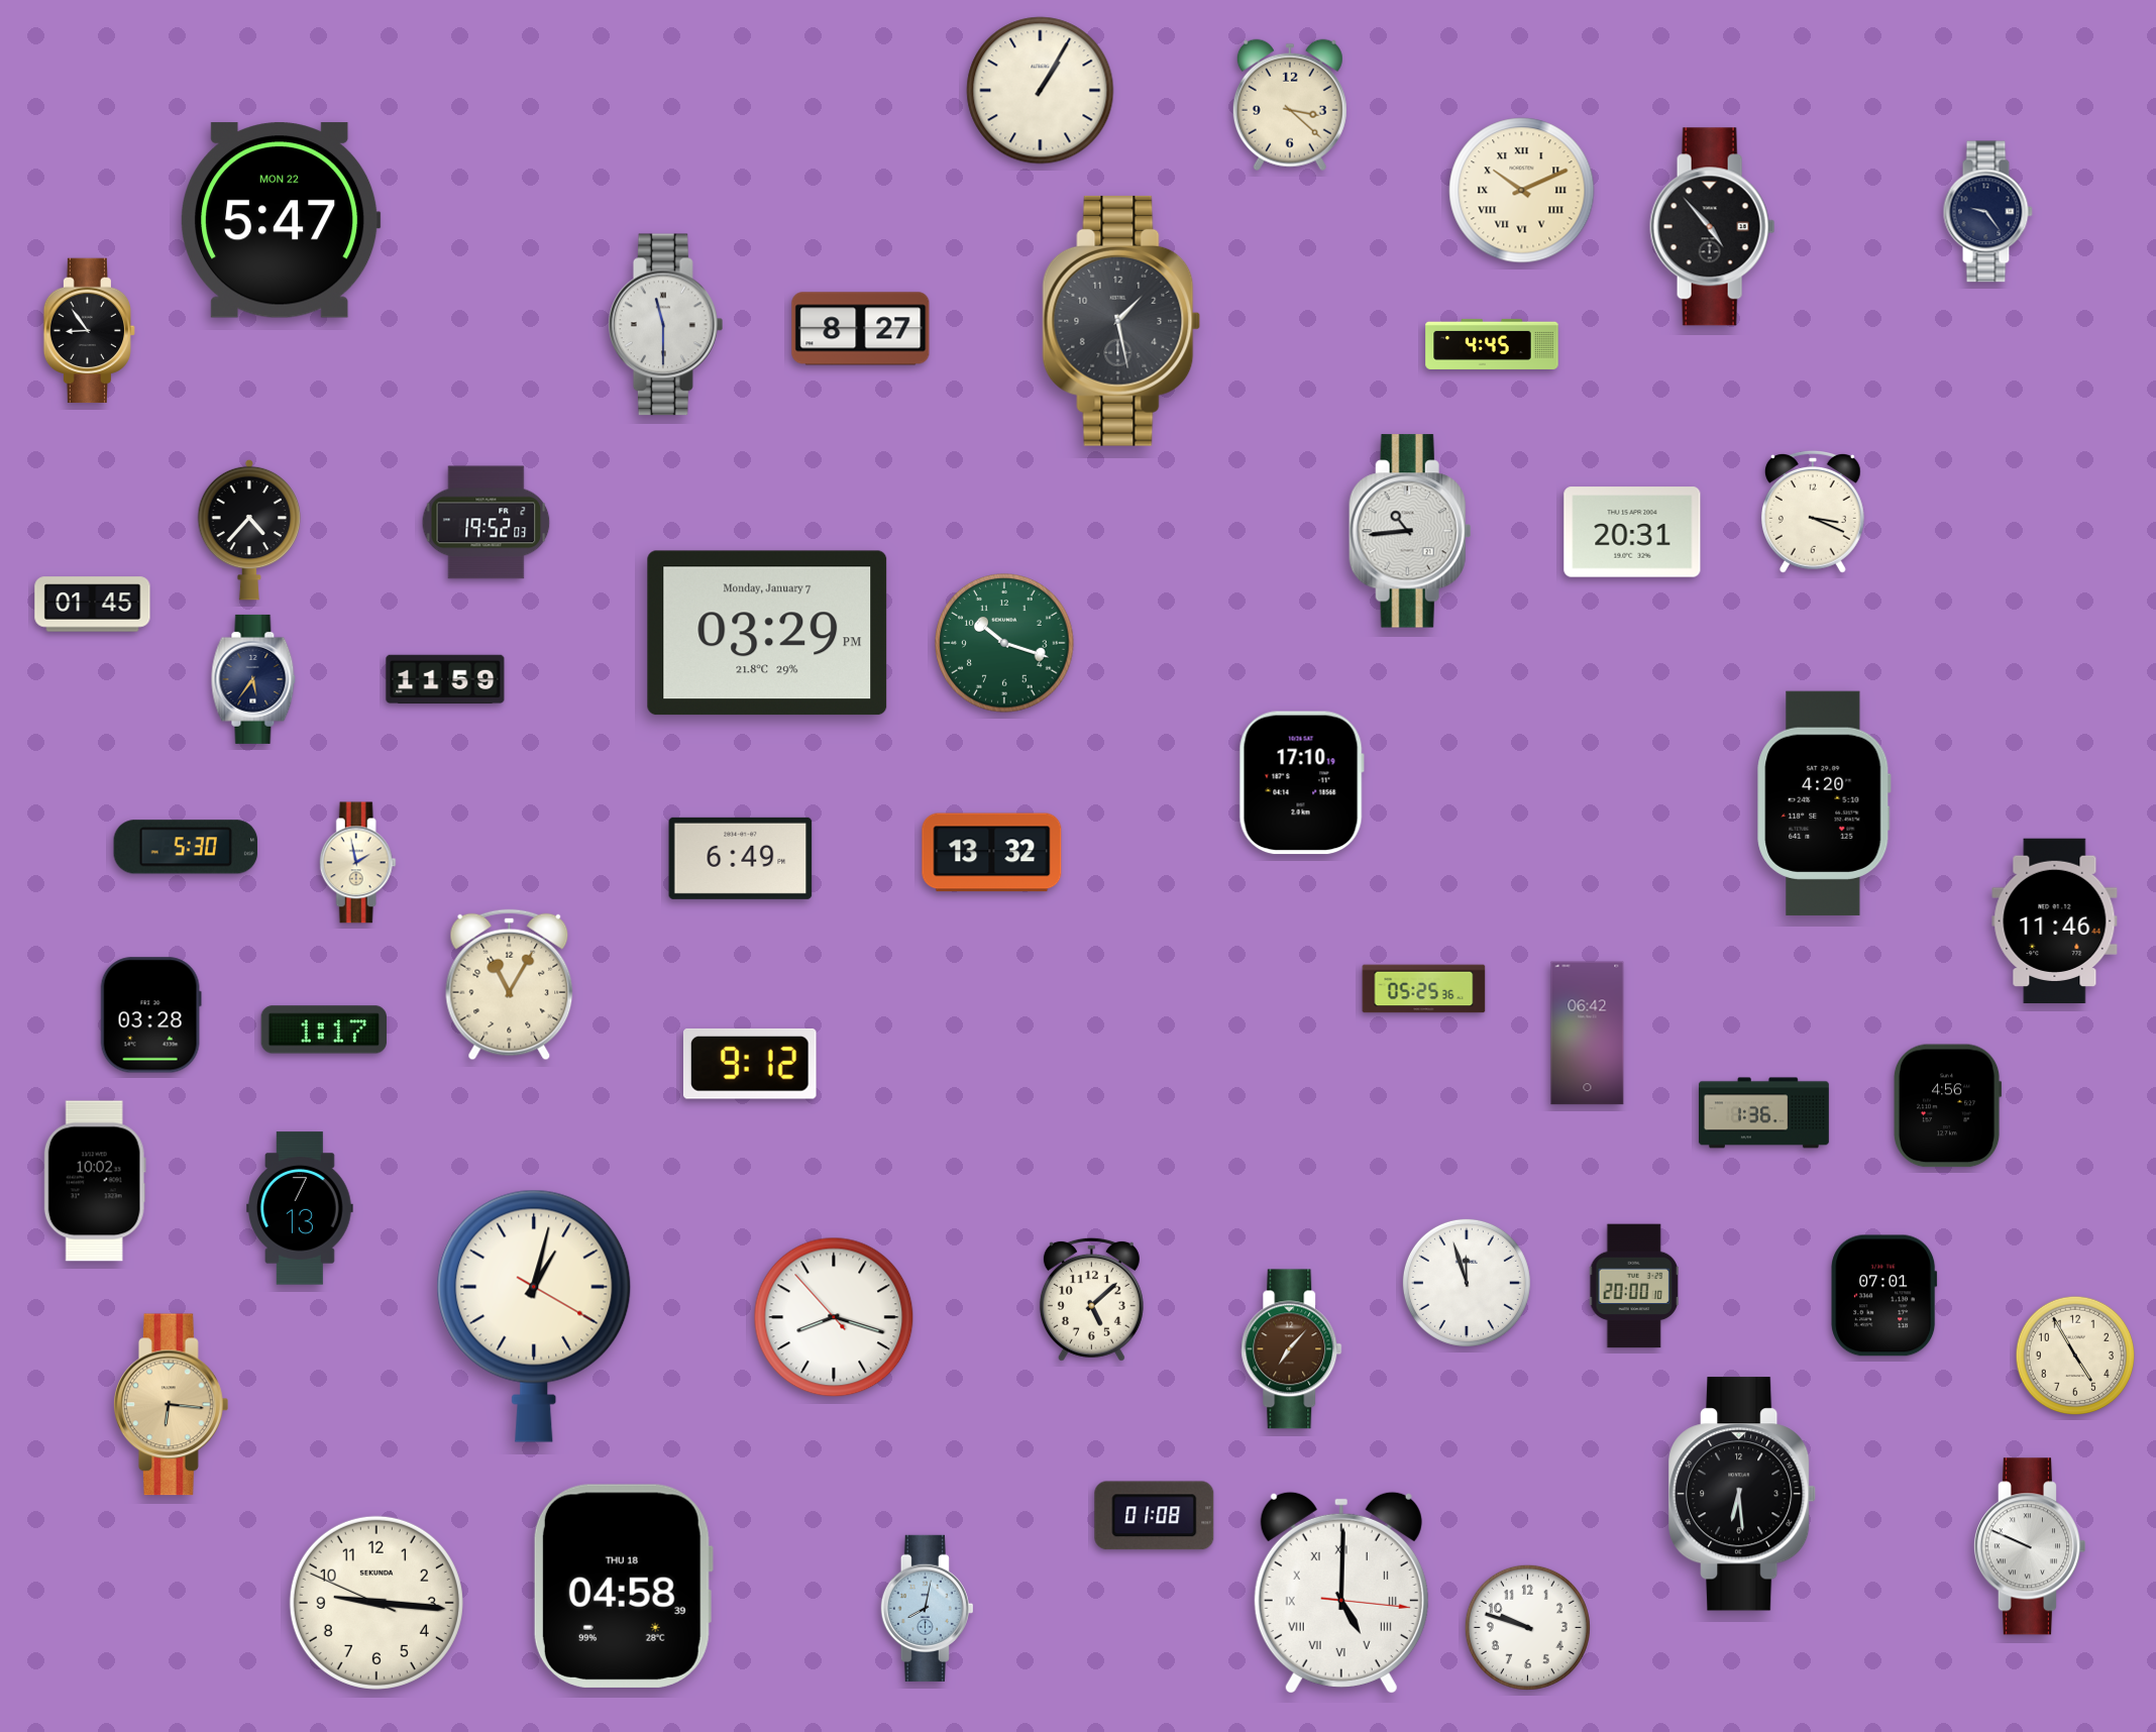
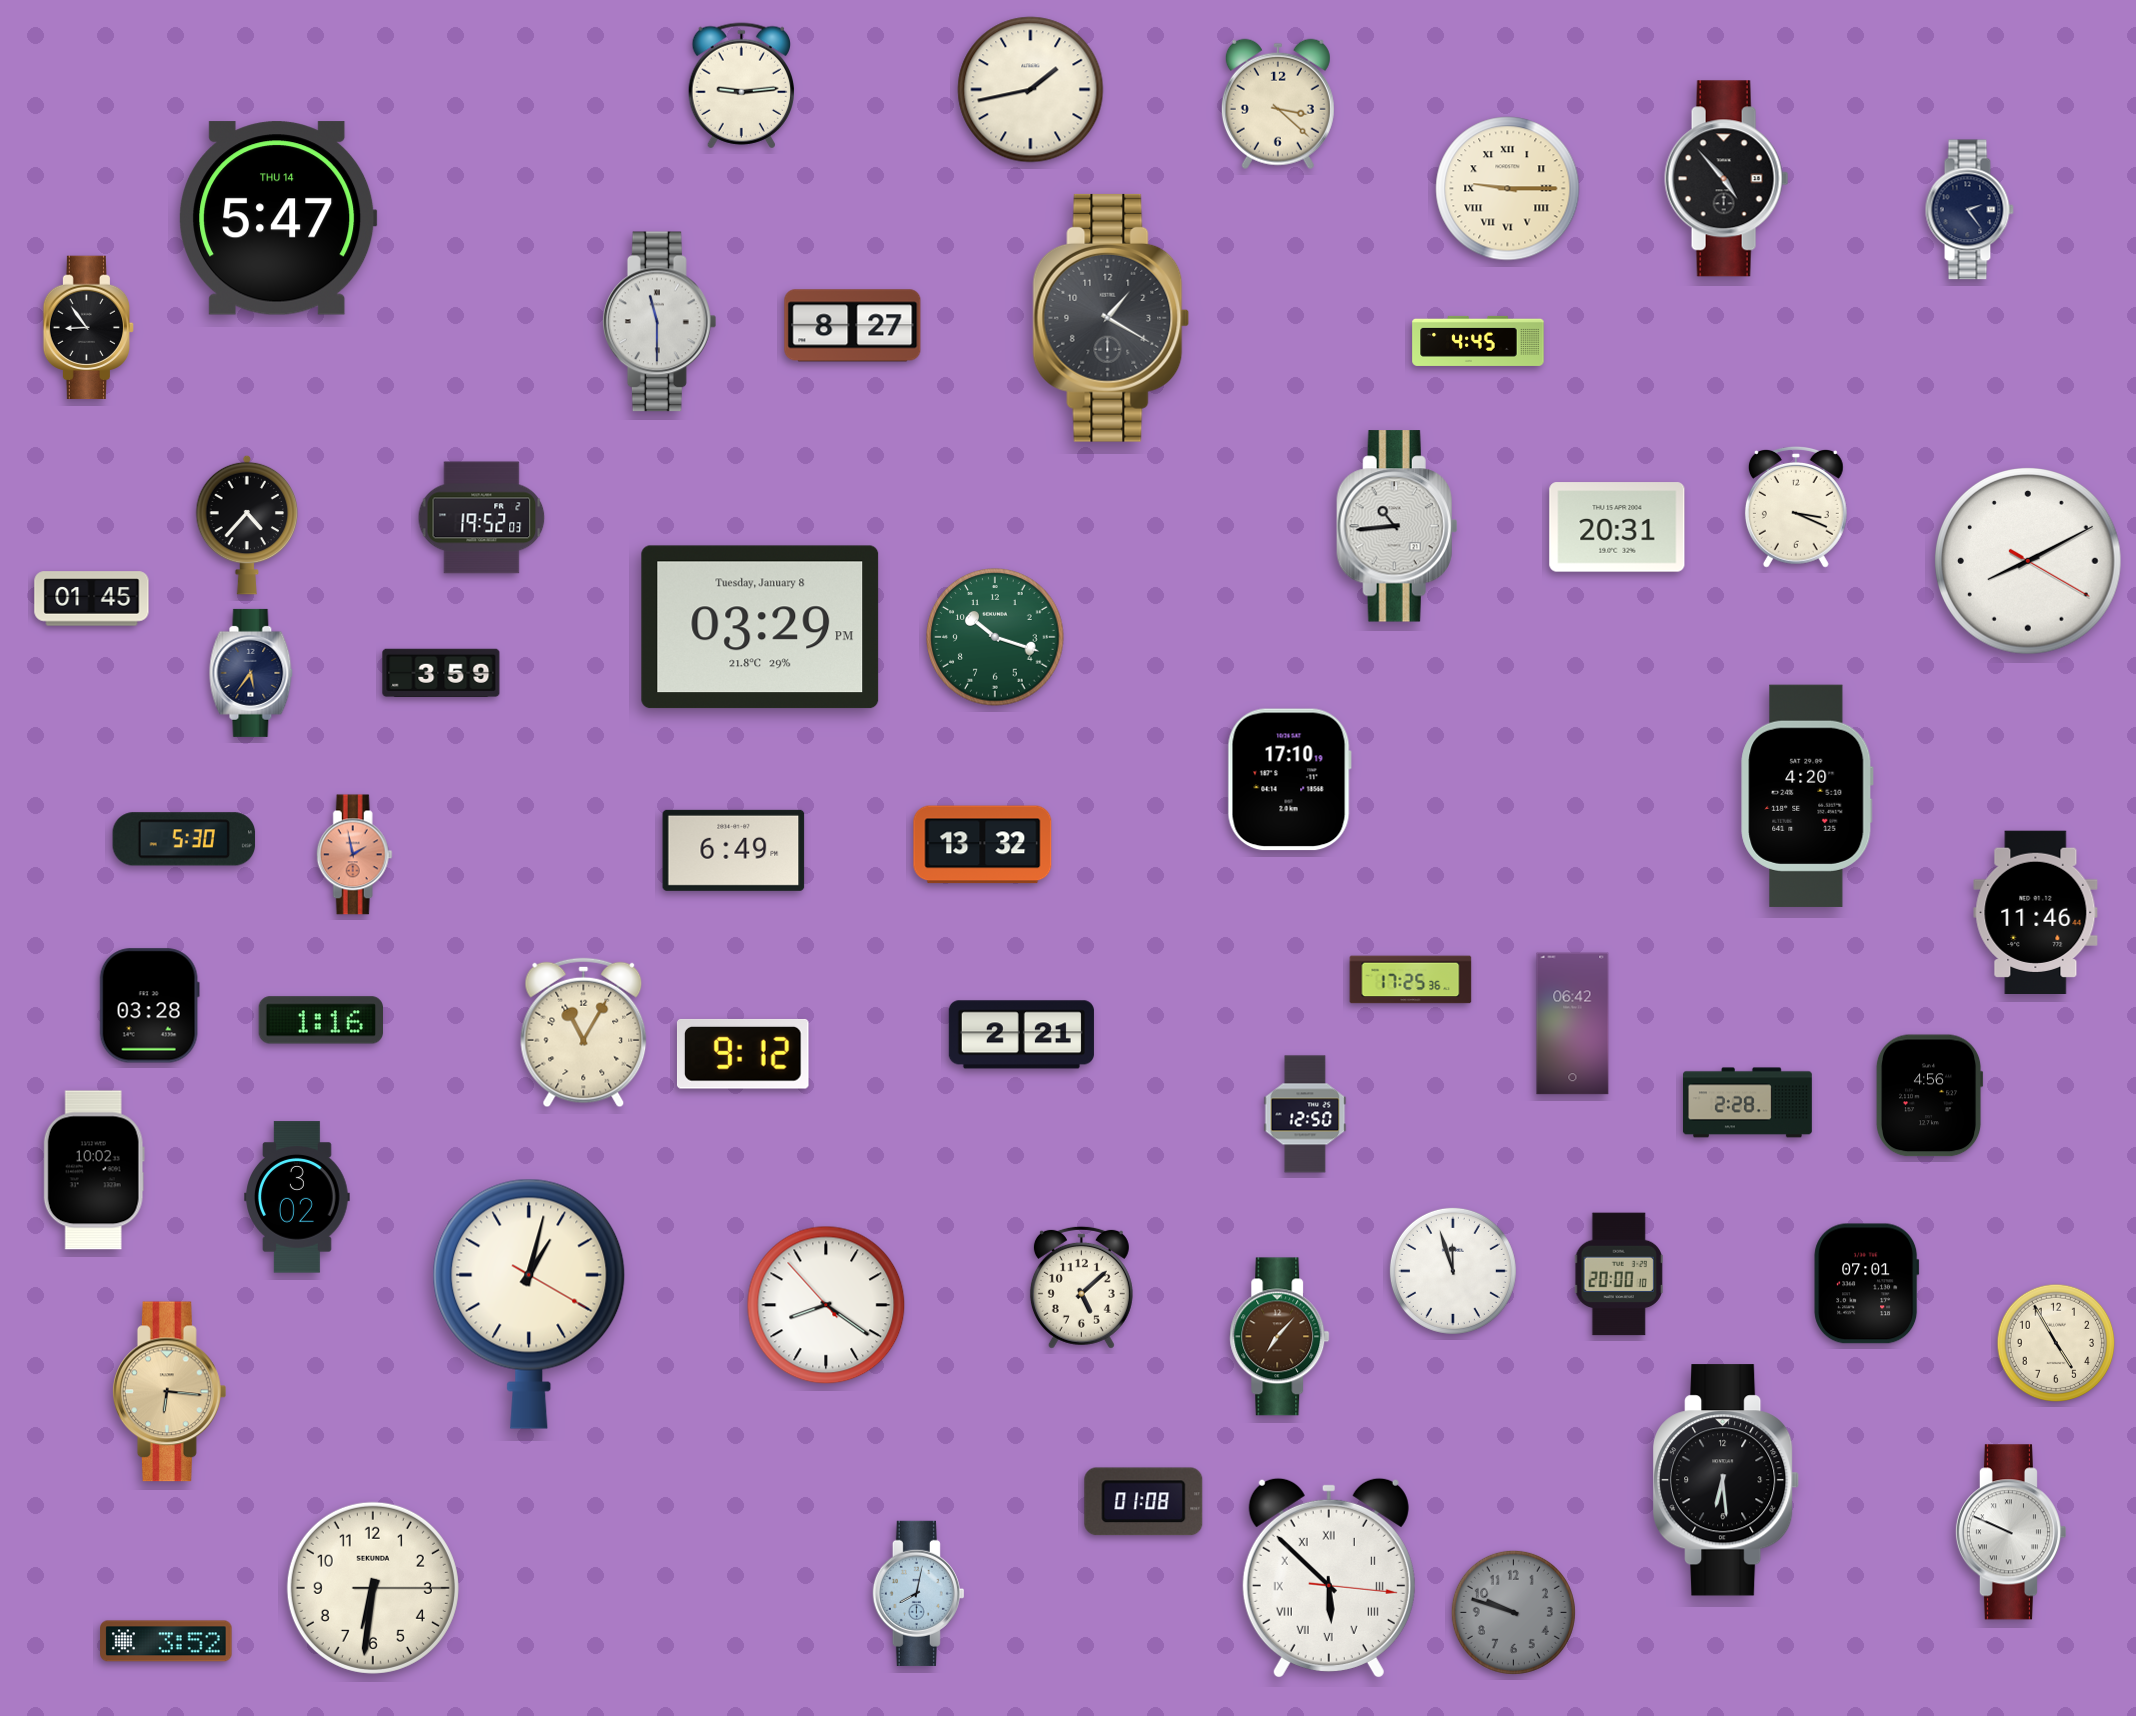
clock at (741, 86): none -> 9:14
clock at (1041, 91): 1:05 -> 1:43
clock at (1522, 191): 10:11 -> 9:15
clock at (1987, 212): 9:24 -> 2:24
clock at (282, 220) date: MON 22 -> THU 14
clock at (1713, 227) position: (1713, 227) -> (1727, 179)
clock at (1121, 321): 1:28 -> 1:20
clock at (2029, 562): none -> 8:10
clock at (767, 633) date: Monday, January 7 -> Tuesday, January 8
clock at (445, 678): 11:59 -> 3:59
clock at (1301, 783) position: (1301, 783) -> (1289, 780)
clock at (357, 863) dial: cream -> salmon
clock at (510, 985) position: (510, 985) -> (584, 1033)
clock at (1424, 989): 05:25 -> 17:25
clock at (323, 1030): 1:17 -> 1:16
clock at (1021, 1035): none -> 2:21
clock at (1763, 1113): 1:36 -> 2:28
clock at (1305, 1114): none -> 12:50
clock at (300, 1208): 7:13 -> 3:02
clock at (834, 1317): 8:17 -> 8:20
clock at (623, 1586): 04:58 -> none
clock at (1341, 1593): 5:00 -> 5:52
clock at (376, 1603): 9:15 -> 6:31
clock at (1527, 1627) dial: white -> grey
clock at (166, 1641): none -> 3:52
